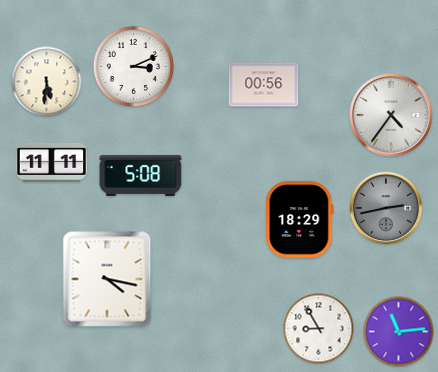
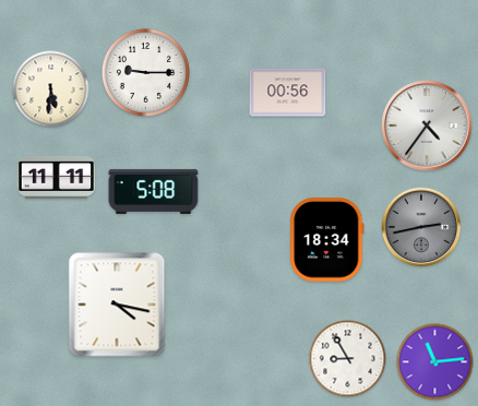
clock at (133, 66): 3:11 -> 9:15
clock at (300, 220): 18:29 -> 18:34
